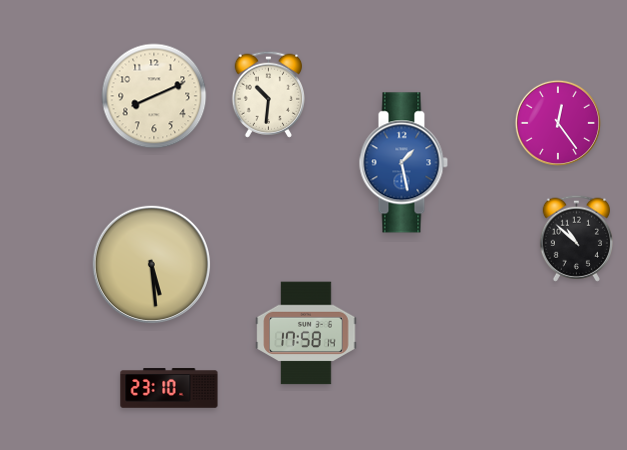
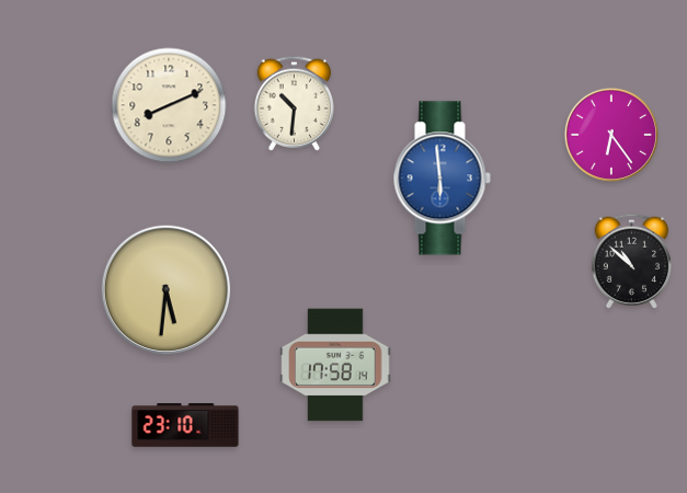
clock at (558, 123): 12:24 -> 6:24
clock at (403, 163): 1:28 -> 5:59
clock at (152, 265): 5:29 -> 5:31
